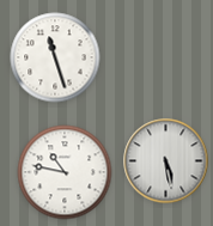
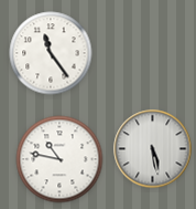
clock at (55, 57): 11:27 -> 11:24
